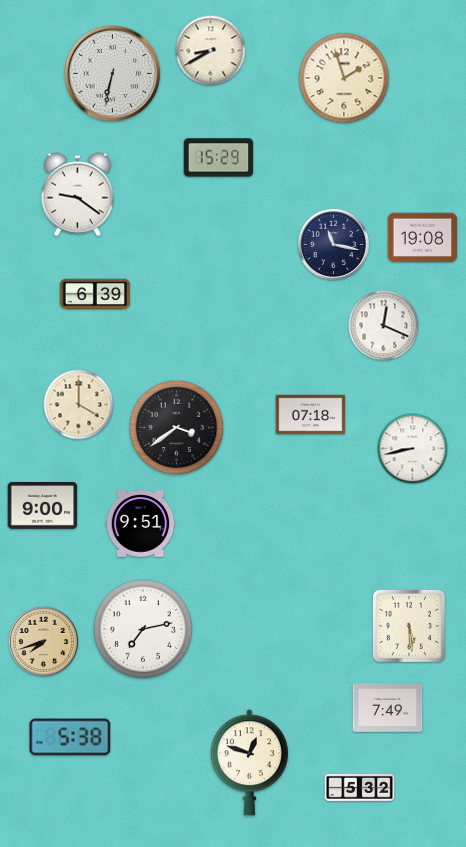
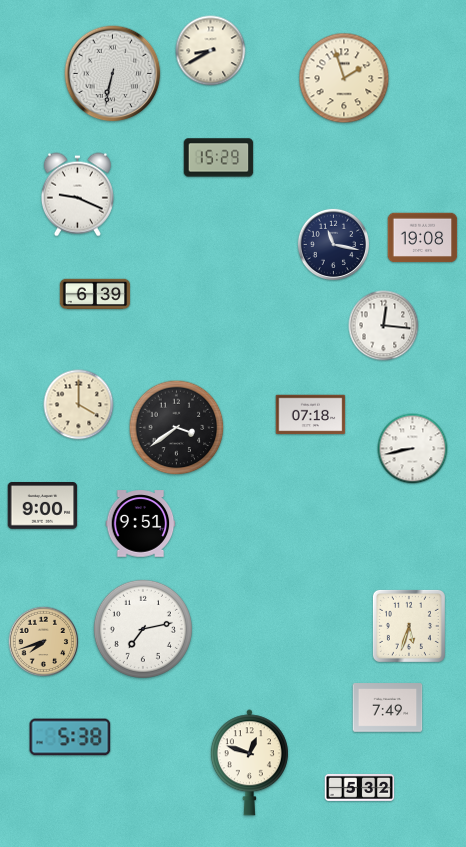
clock at (77, 195): 9:21 -> 9:19
clock at (384, 326): 12:19 -> 12:16
clock at (409, 626): 5:29 -> 5:33
